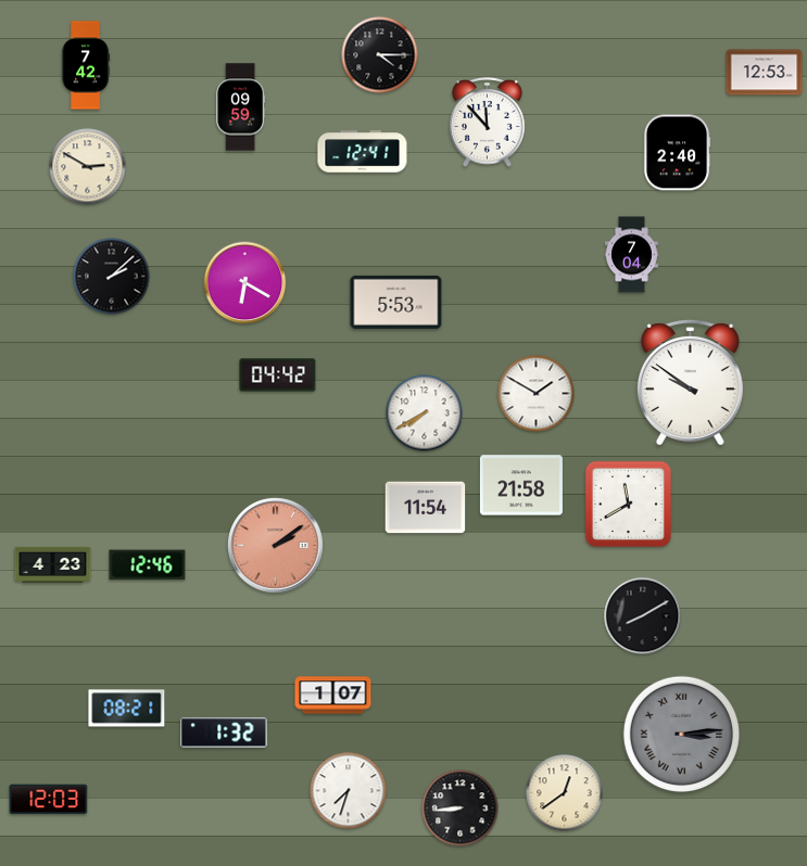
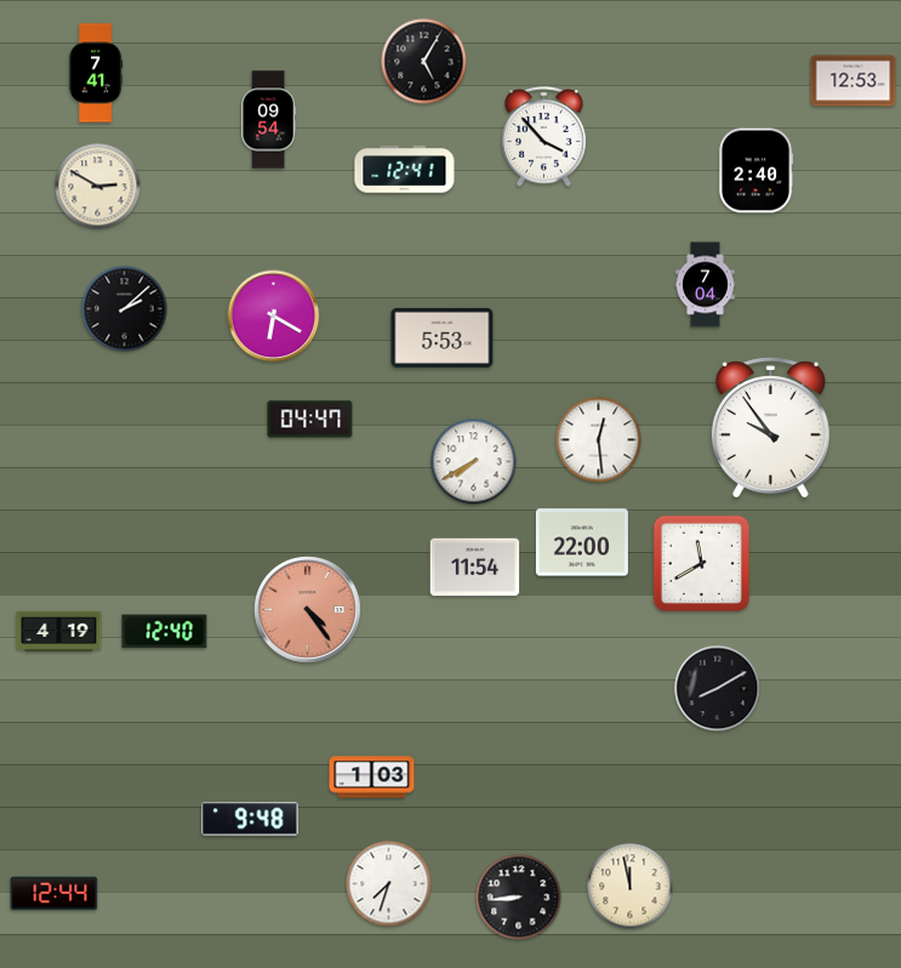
clock at (380, 55): 4:15 -> 5:05
clock at (86, 65): 7:42 -> 7:41
clock at (241, 107): 09:59 -> 09:54
clock at (488, 123): 11:53 -> 3:53
clock at (278, 375): 04:42 -> 04:47
clock at (690, 383): 9:51 -> 9:54
clock at (537, 394): 1:50 -> 12:29
clock at (521, 485): 21:58 -> 22:00
clock at (276, 546): 2:09 -> 4:24
clock at (53, 564): 4:23 -> 4:19
clock at (148, 565): 12:46 -> 12:40
clock at (333, 696): 1:07 -> 1:03
clock at (127, 709): 08:21 -> none
clock at (224, 733): 1:32 -> 9:48
clock at (681, 734): 3:14 -> none
clock at (565, 793): 12:39 -> 11:58
clock at (49, 800): 12:03 -> 12:44
clock at (461, 808) position: (461, 808) -> (519, 898)
